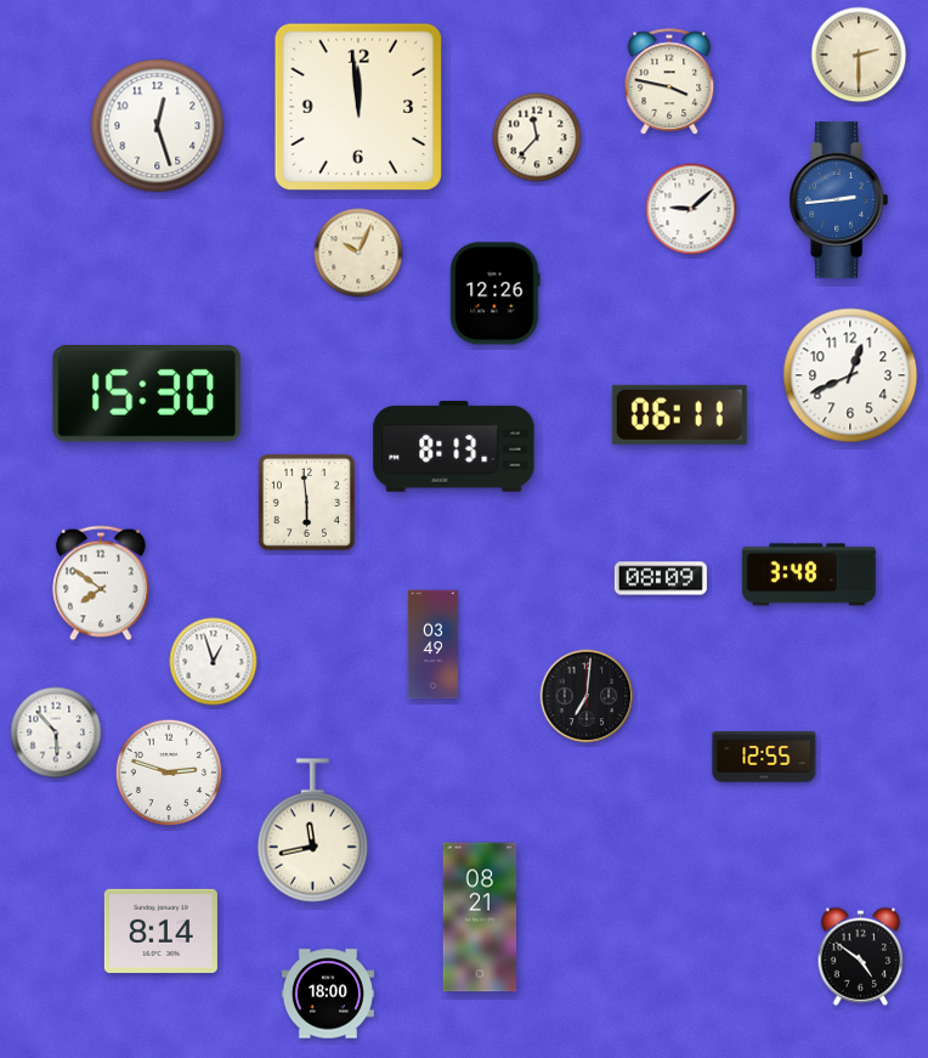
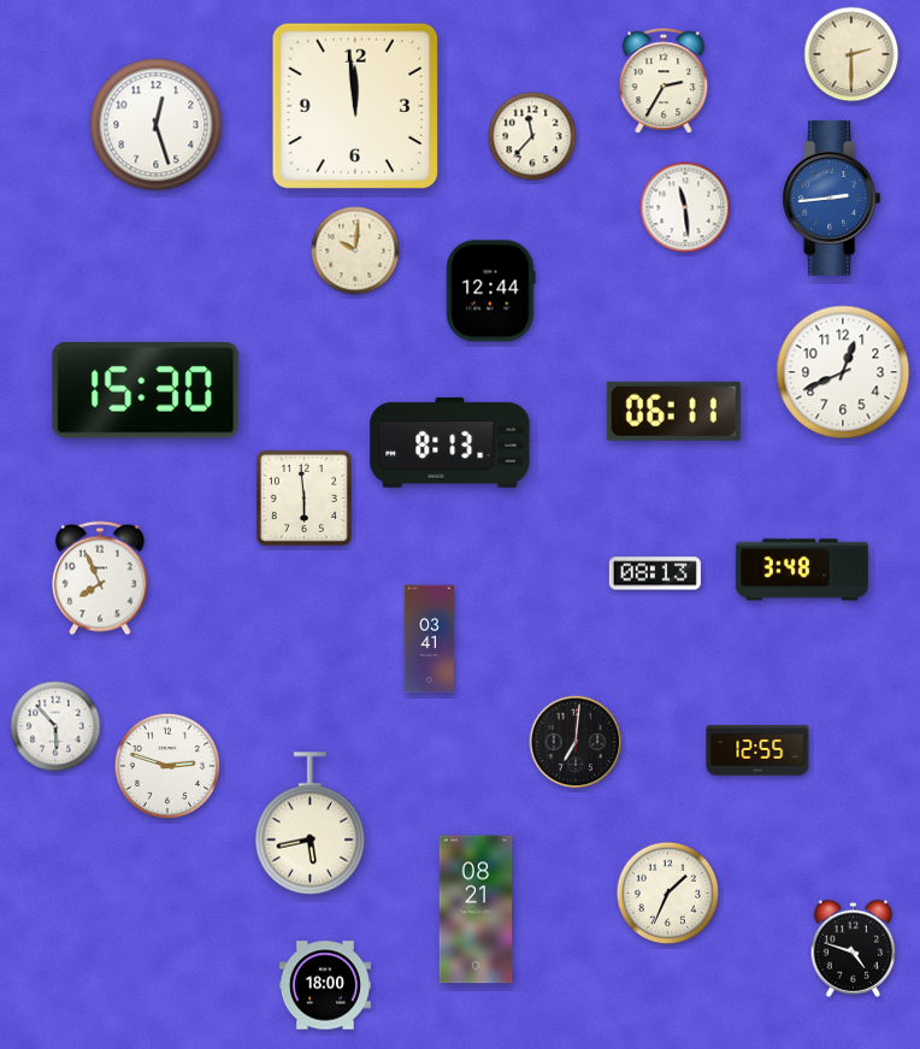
clock at (669, 83): 3:47 -> 2:35
clock at (691, 209): 9:08 -> 11:29
clock at (358, 253): 10:04 -> 10:01
clock at (496, 294): 12:26 -> 12:44
clock at (661, 578): 08:09 -> 08:13
clock at (102, 583): 7:51 -> 7:56
clock at (432, 645): 03:49 -> 03:41
clock at (214, 662): 12:57 -> none
clock at (587, 696) position: (587, 696) -> (576, 742)
clock at (313, 831): 11:43 -> 5:43
clock at (668, 894): none -> 1:34
clock at (160, 930): 8:14 -> none
clock at (861, 956): 4:51 -> 4:48
